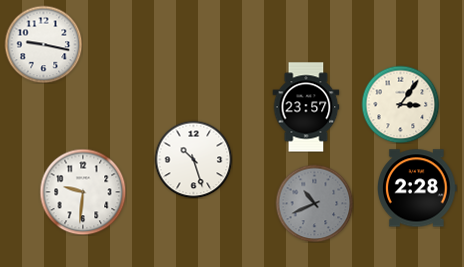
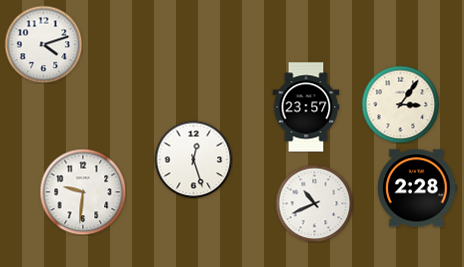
clock at (43, 44): 9:17 -> 4:12
clock at (193, 159): 10:27 -> 12:27
clock at (314, 203) dial: grey -> white
